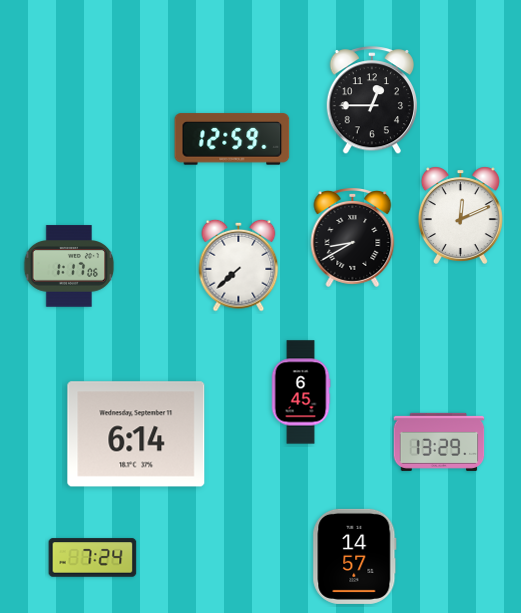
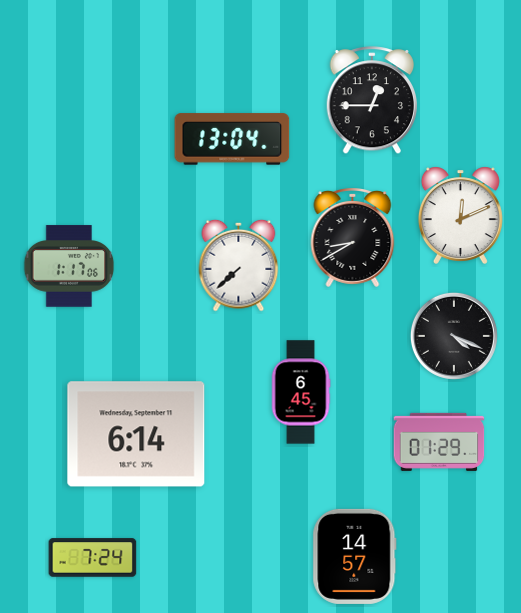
clock at (232, 139): 12:59 -> 13:04
clock at (454, 336): none -> 4:19
clock at (439, 442): 13:29 -> 01:29
